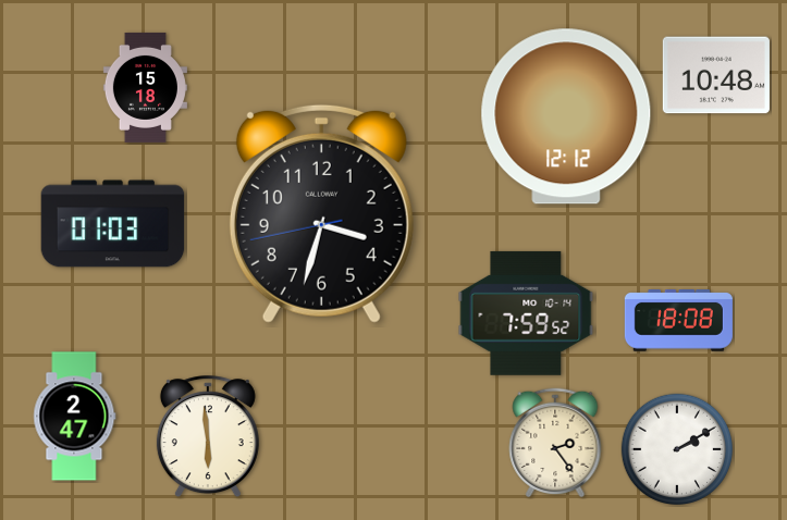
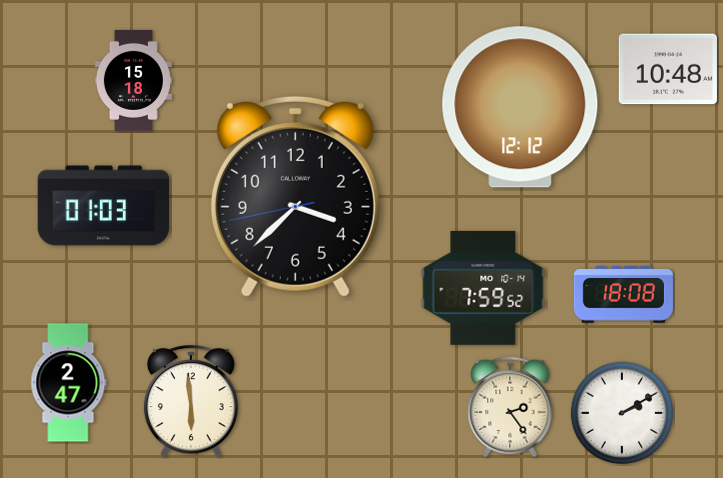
clock at (716, 75) position: (716, 75) -> (668, 69)
clock at (321, 213): 3:32 -> 3:37
